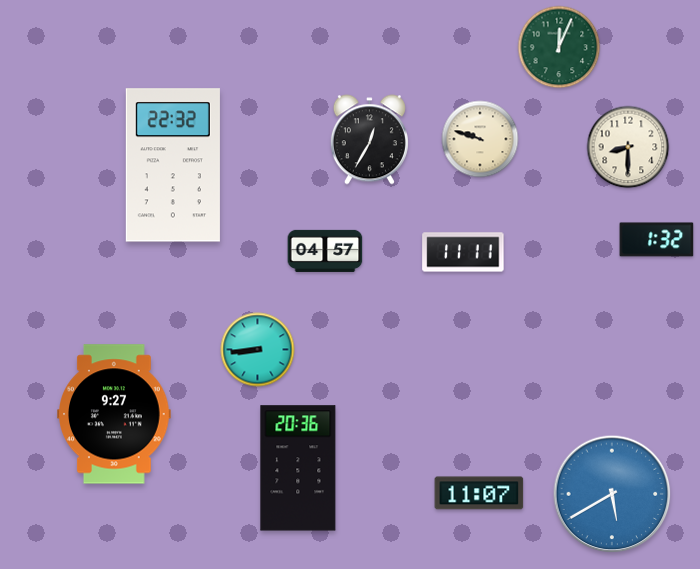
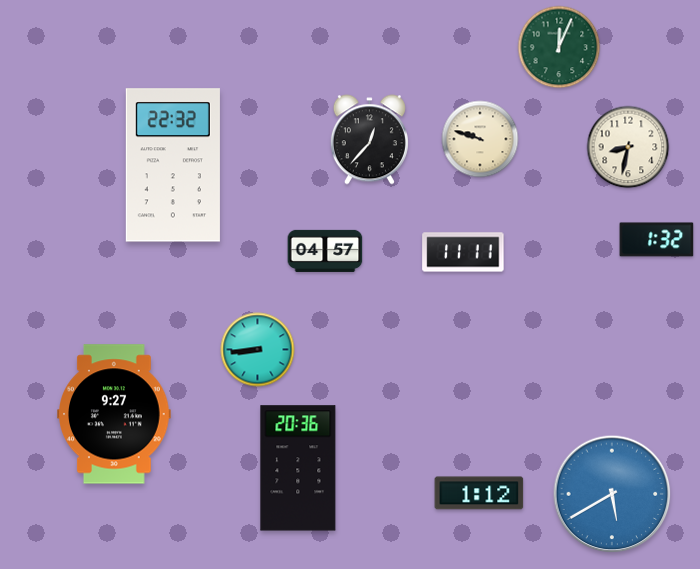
clock at (369, 140): 12:35 -> 12:37
clock at (628, 147): 8:30 -> 8:32
clock at (479, 493): 11:07 -> 1:12
